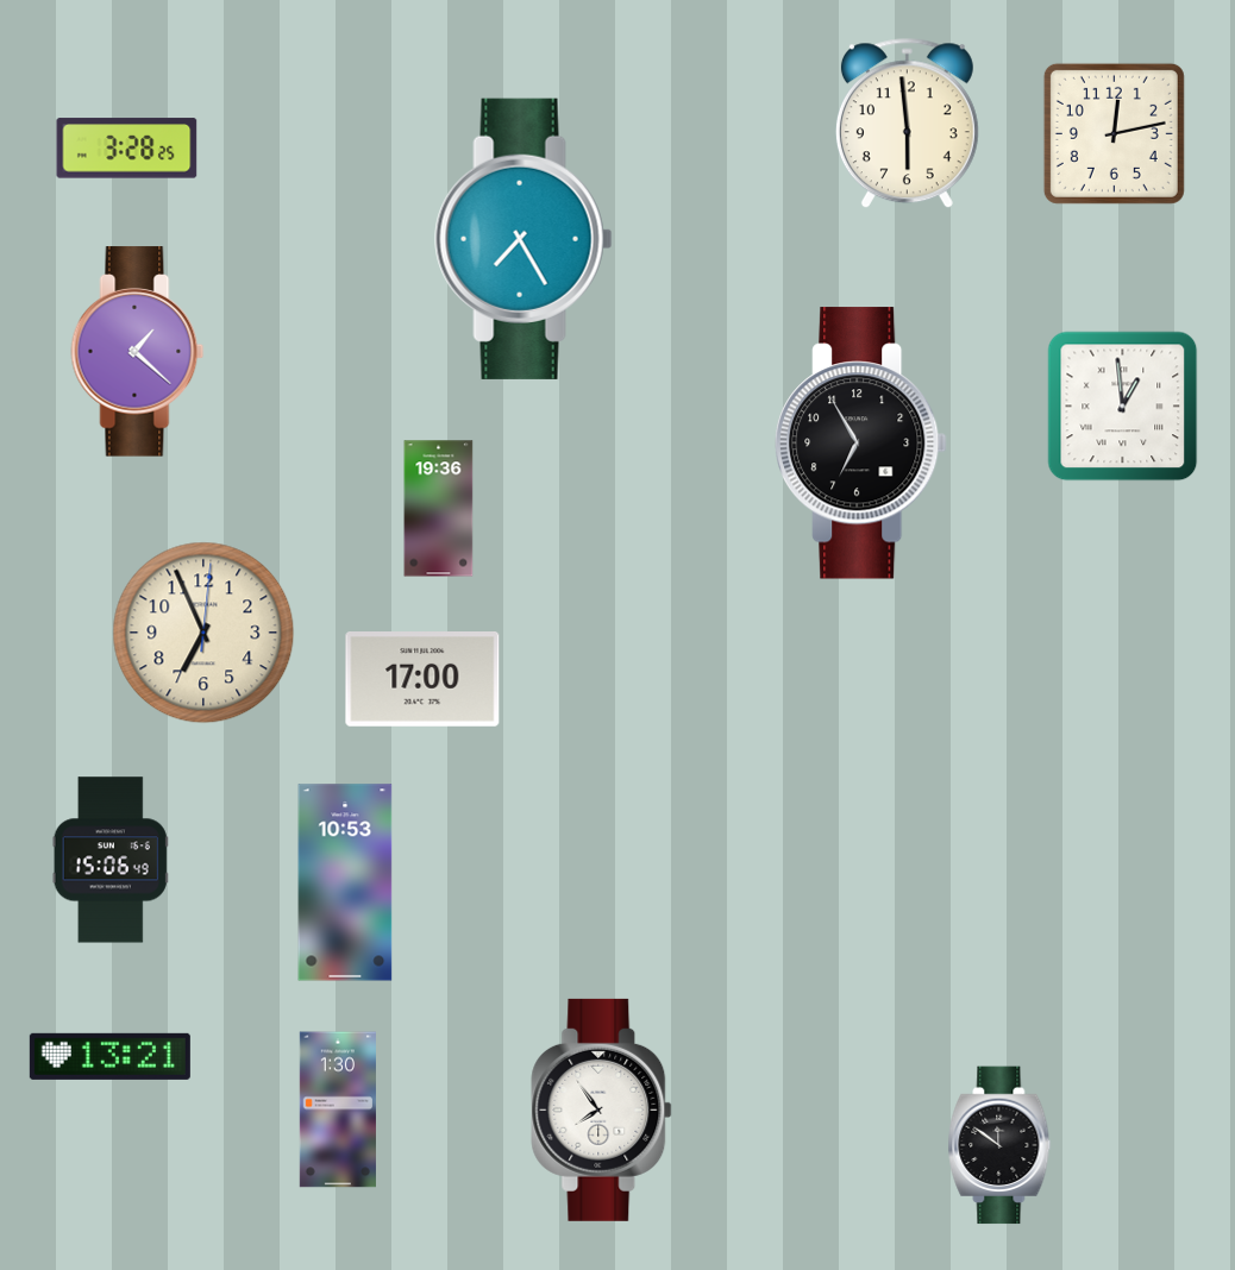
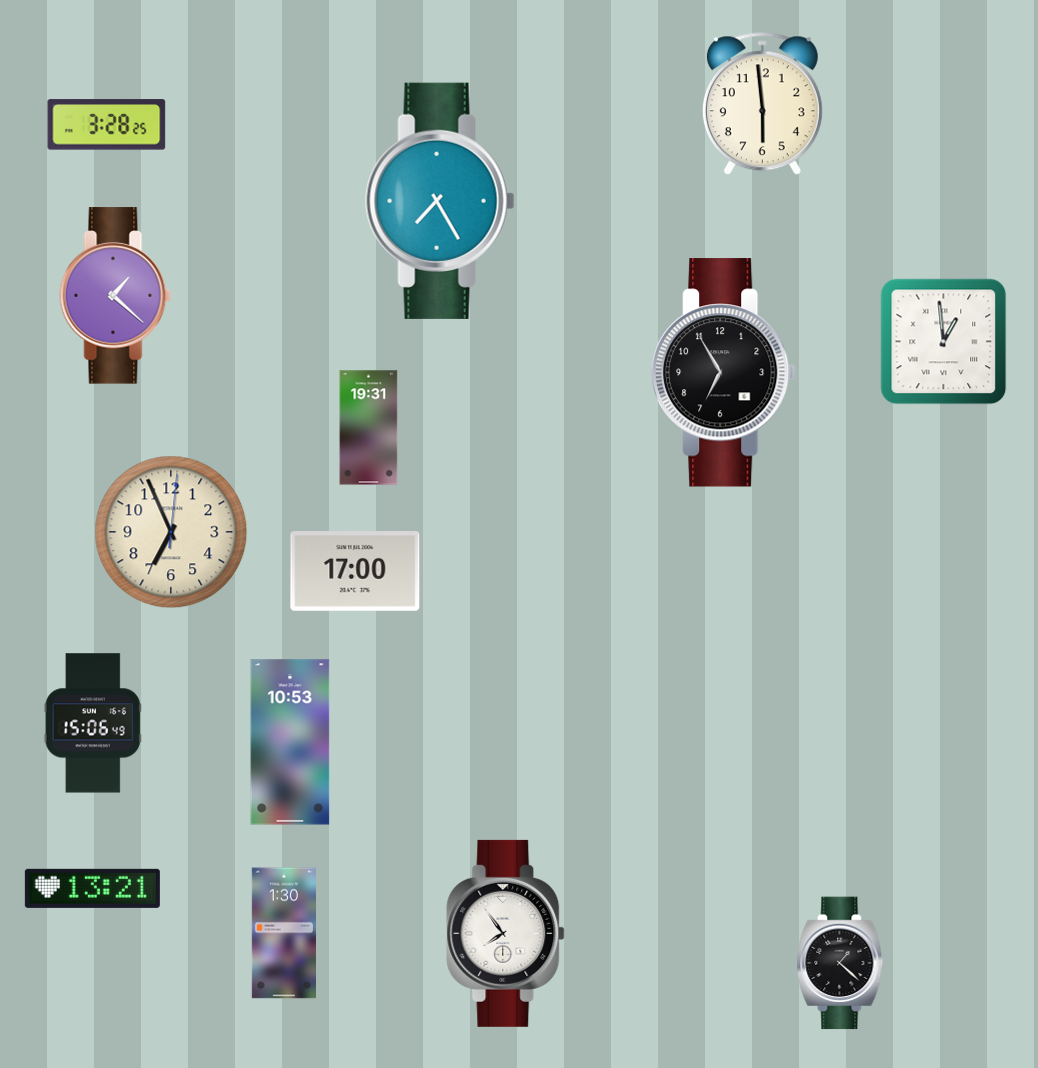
clock at (1114, 133): 12:13 -> none
clock at (439, 509): 19:36 -> 19:31
clock at (999, 1145): 11:51 -> 1:22
